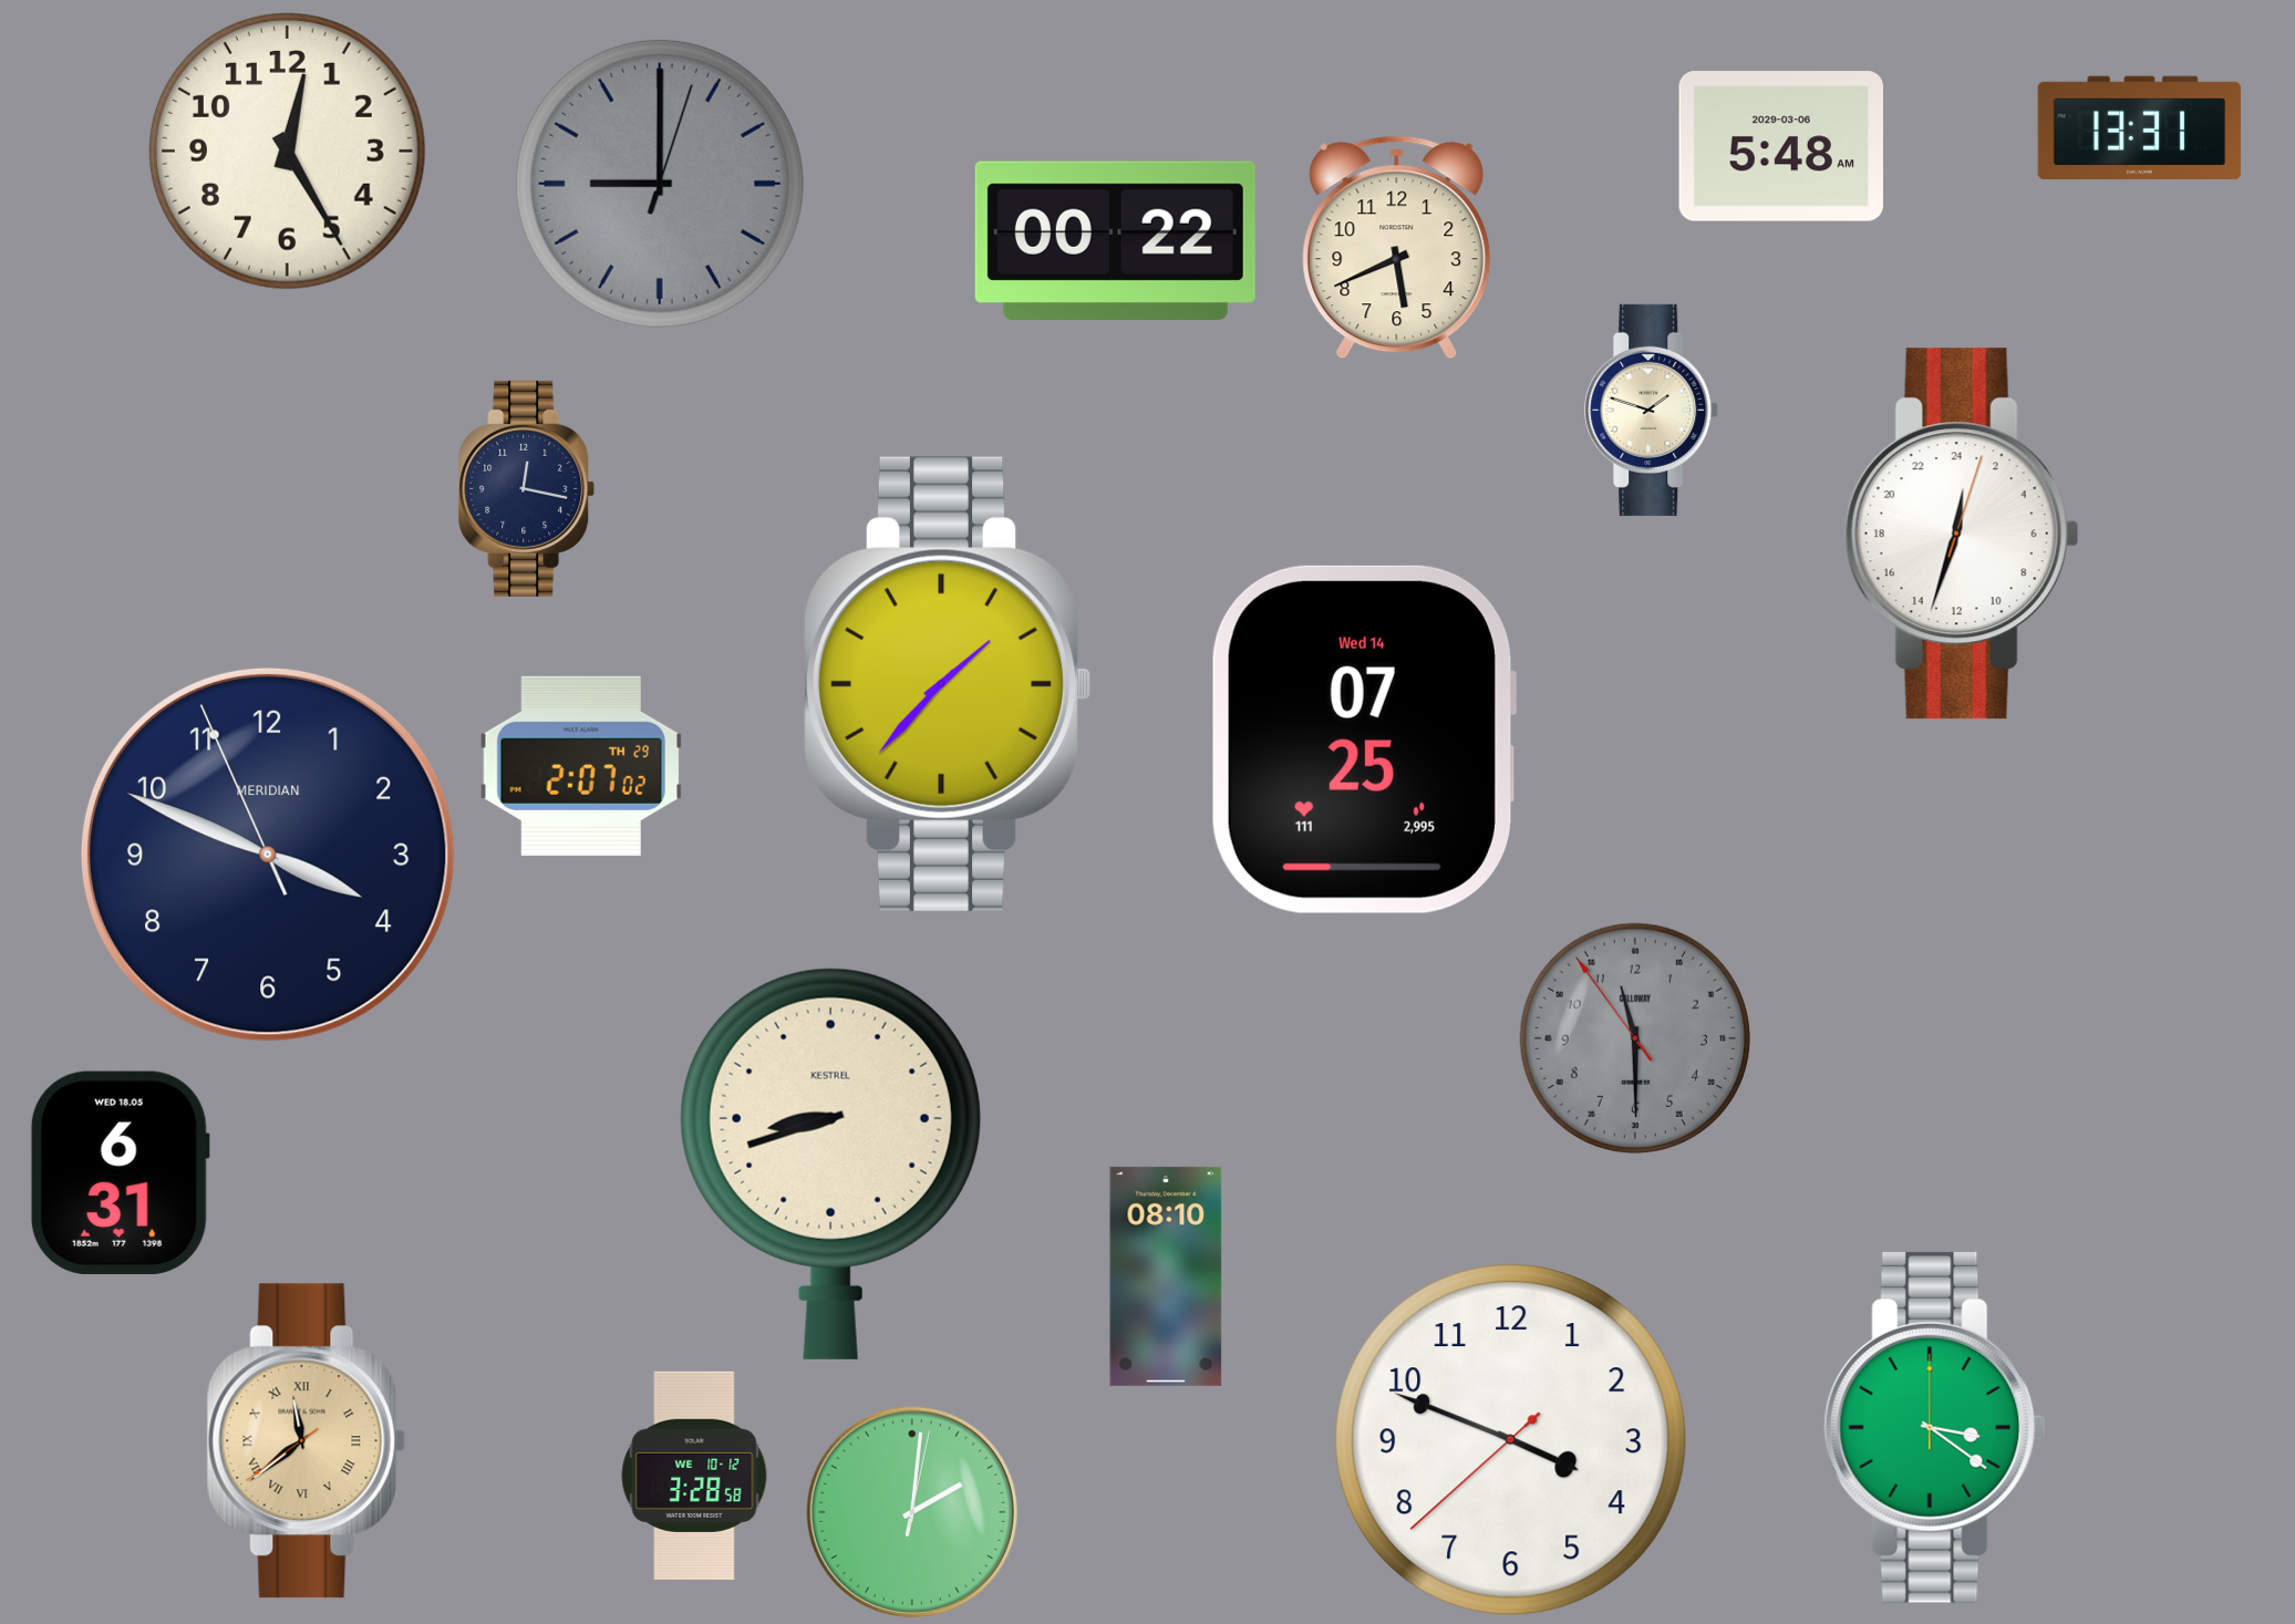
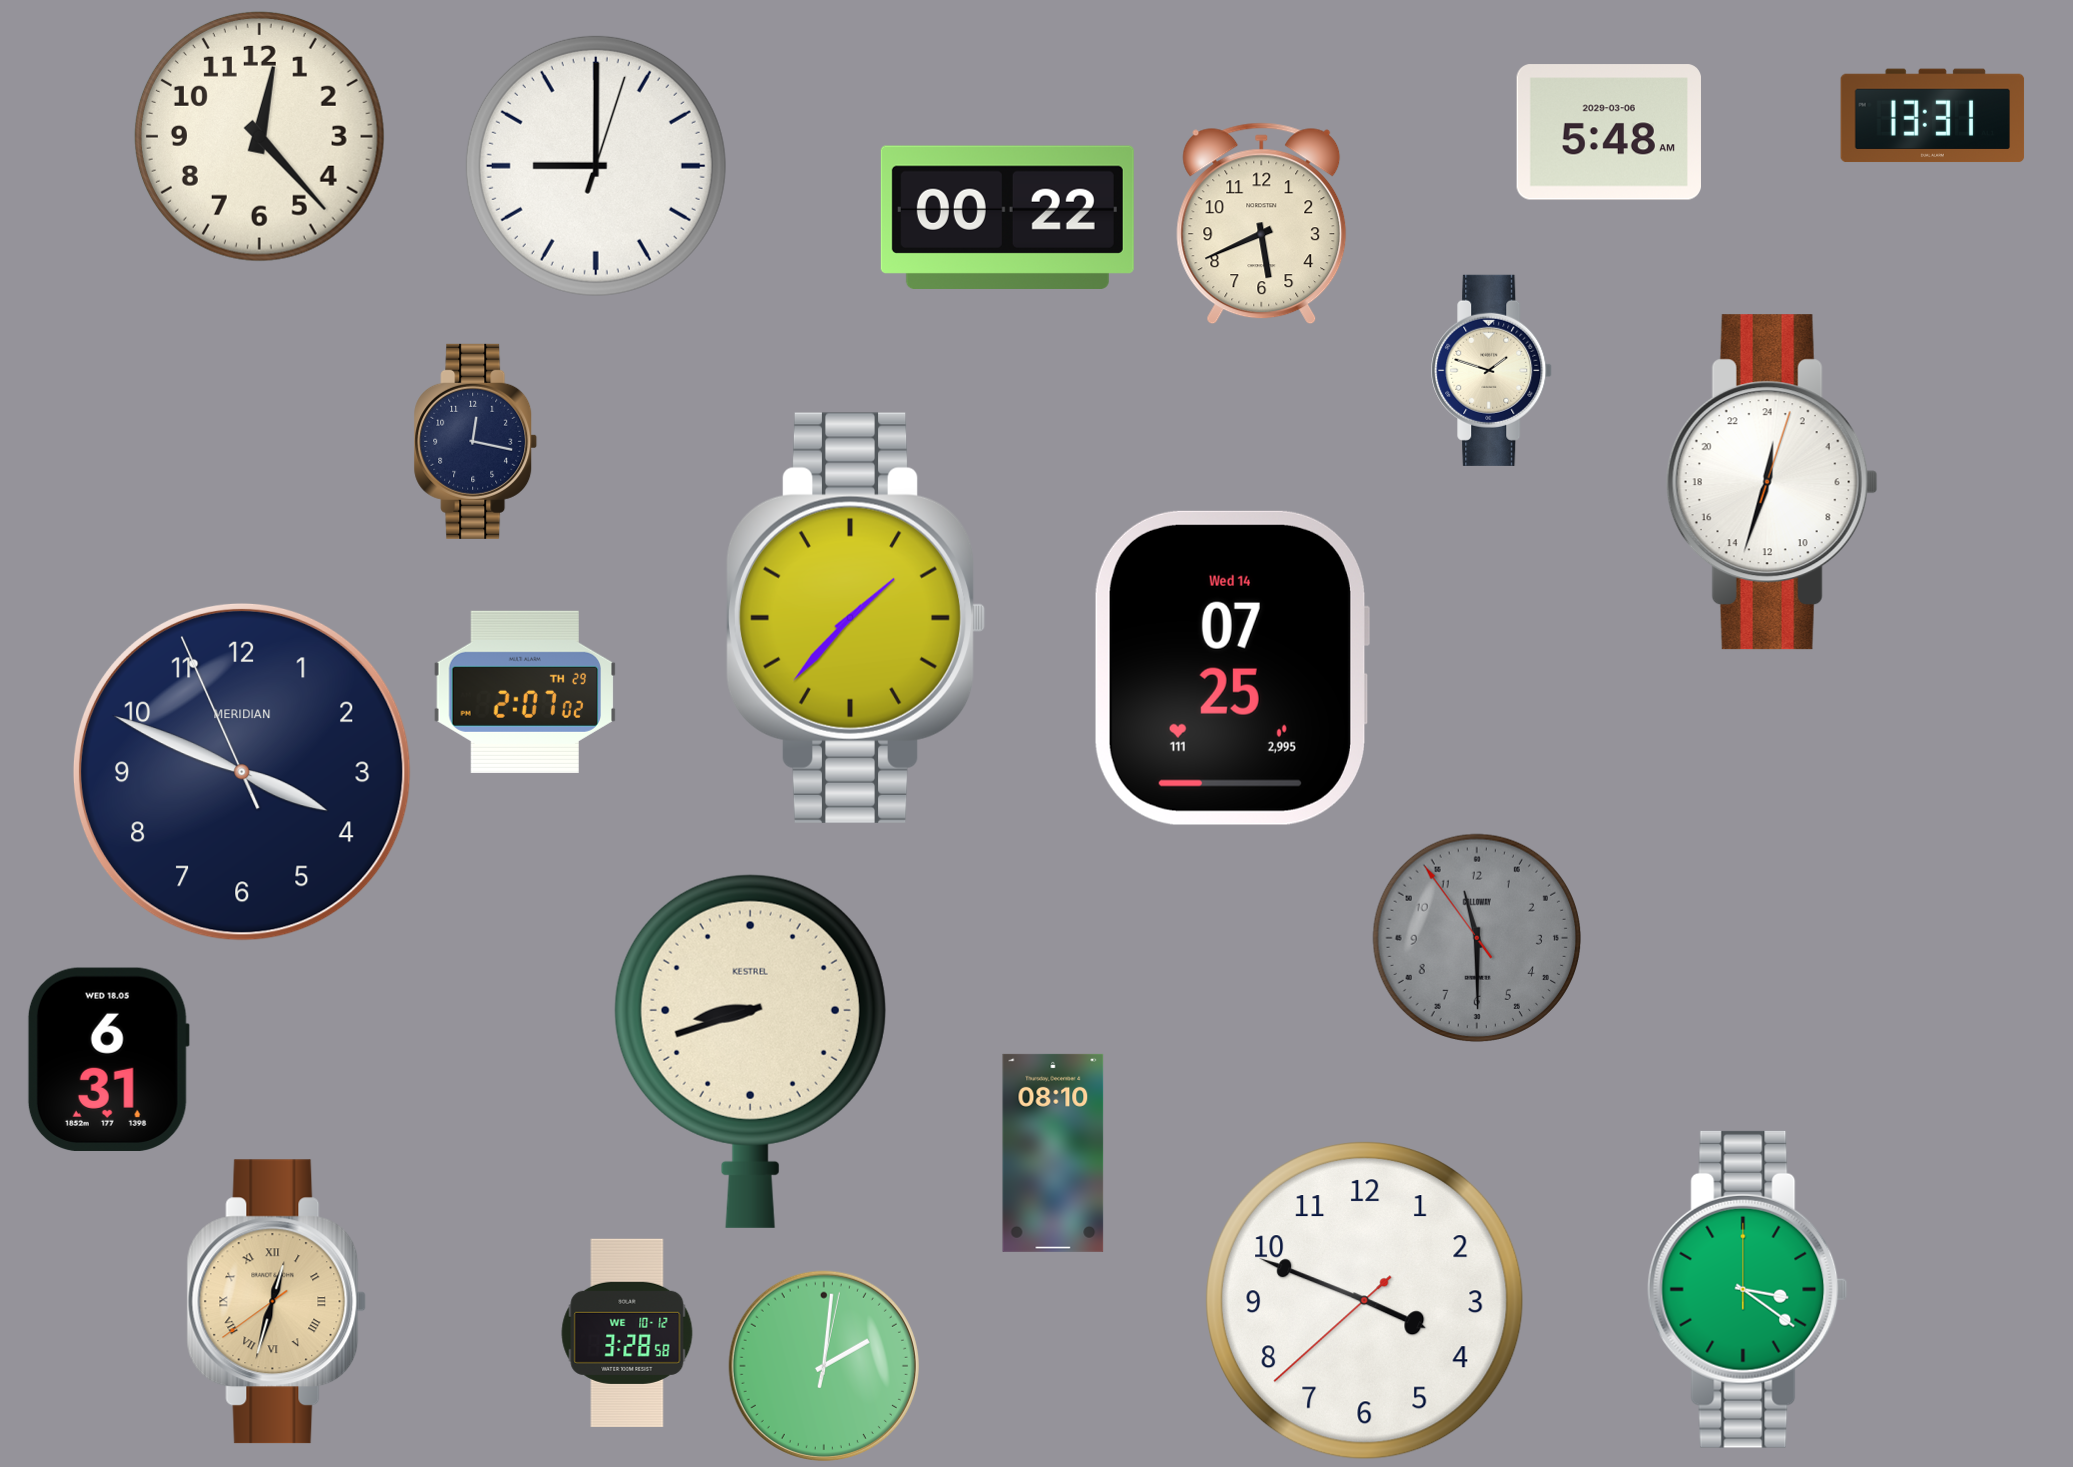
clock at (287, 151): 12:25 -> 12:23
clock at (660, 184) dial: grey -> white
clock at (307, 1441): 11:38 -> 12:32
